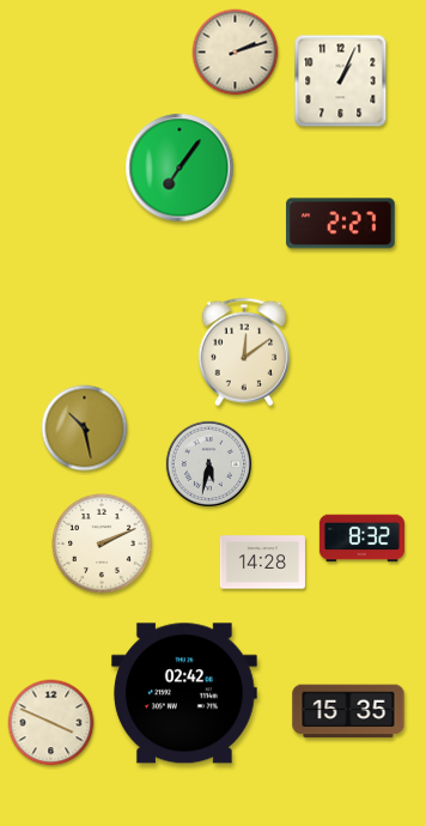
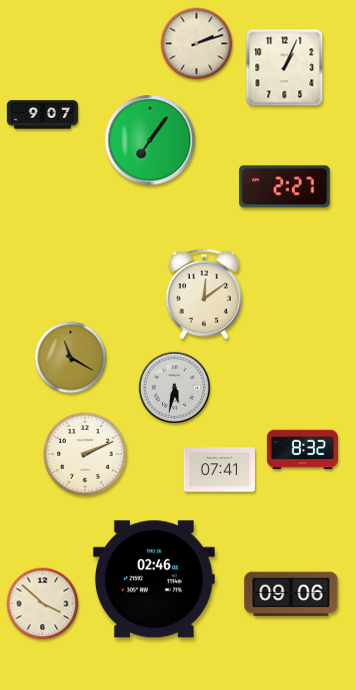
clock at (42, 115): none -> 9:07
clock at (85, 429): 10:28 -> 11:20
clock at (262, 563): 14:28 -> 07:41
clock at (184, 693): 02:42 -> 02:46
clock at (348, 711): 15:35 -> 09:06
clock at (51, 723): 3:49 -> 3:52
